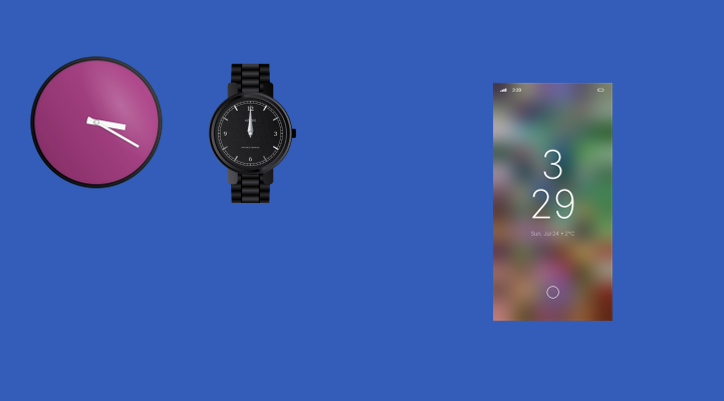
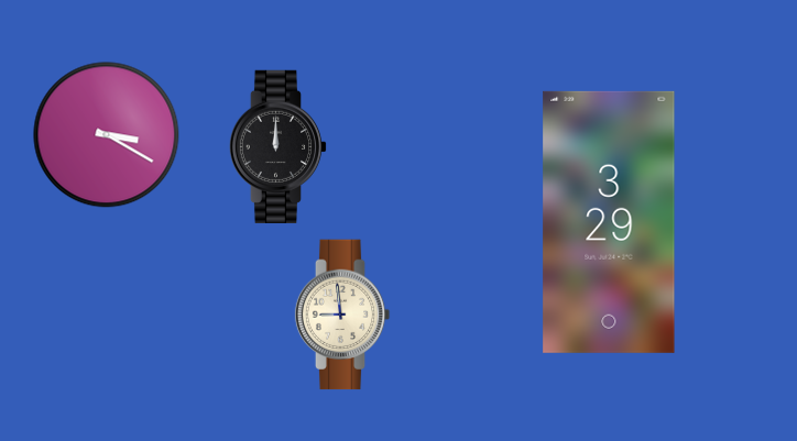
clock at (342, 315): none -> 8:59
